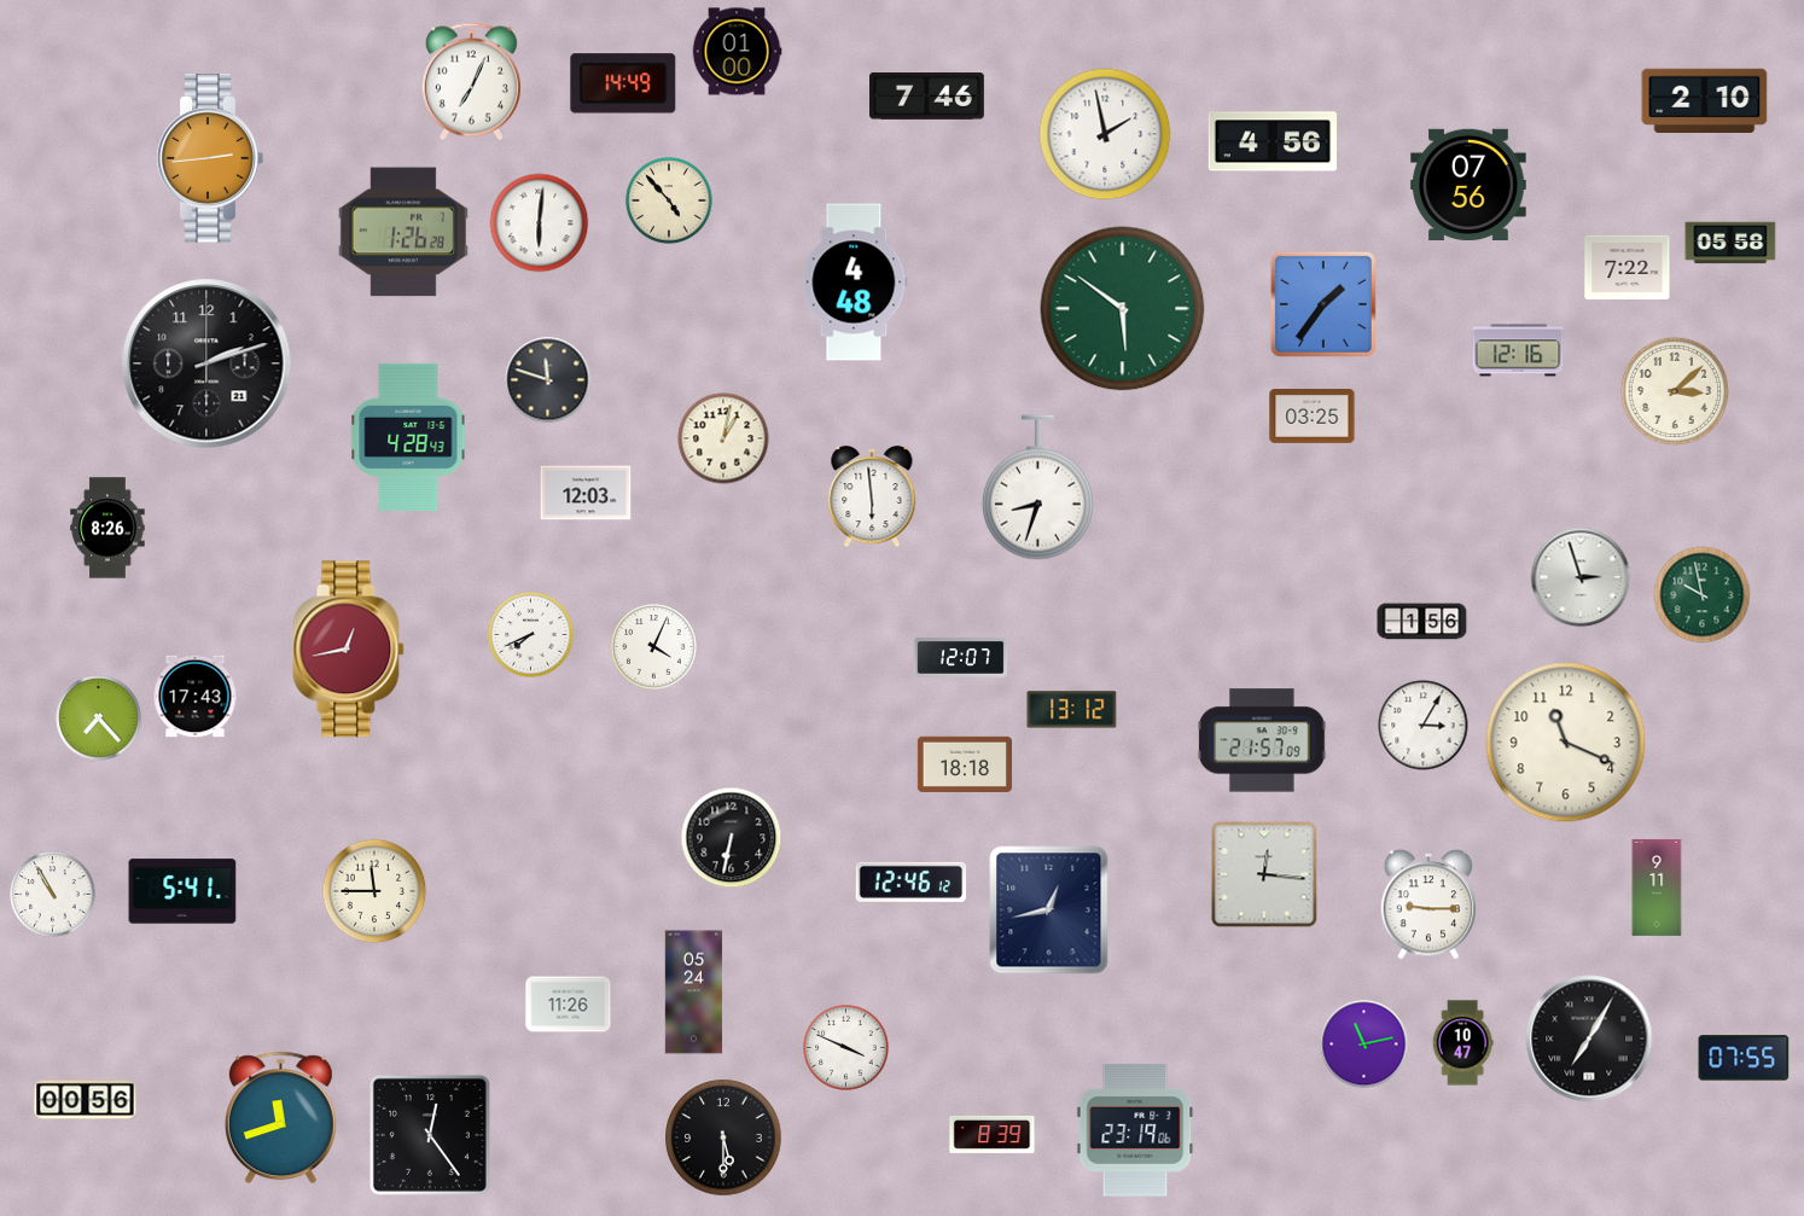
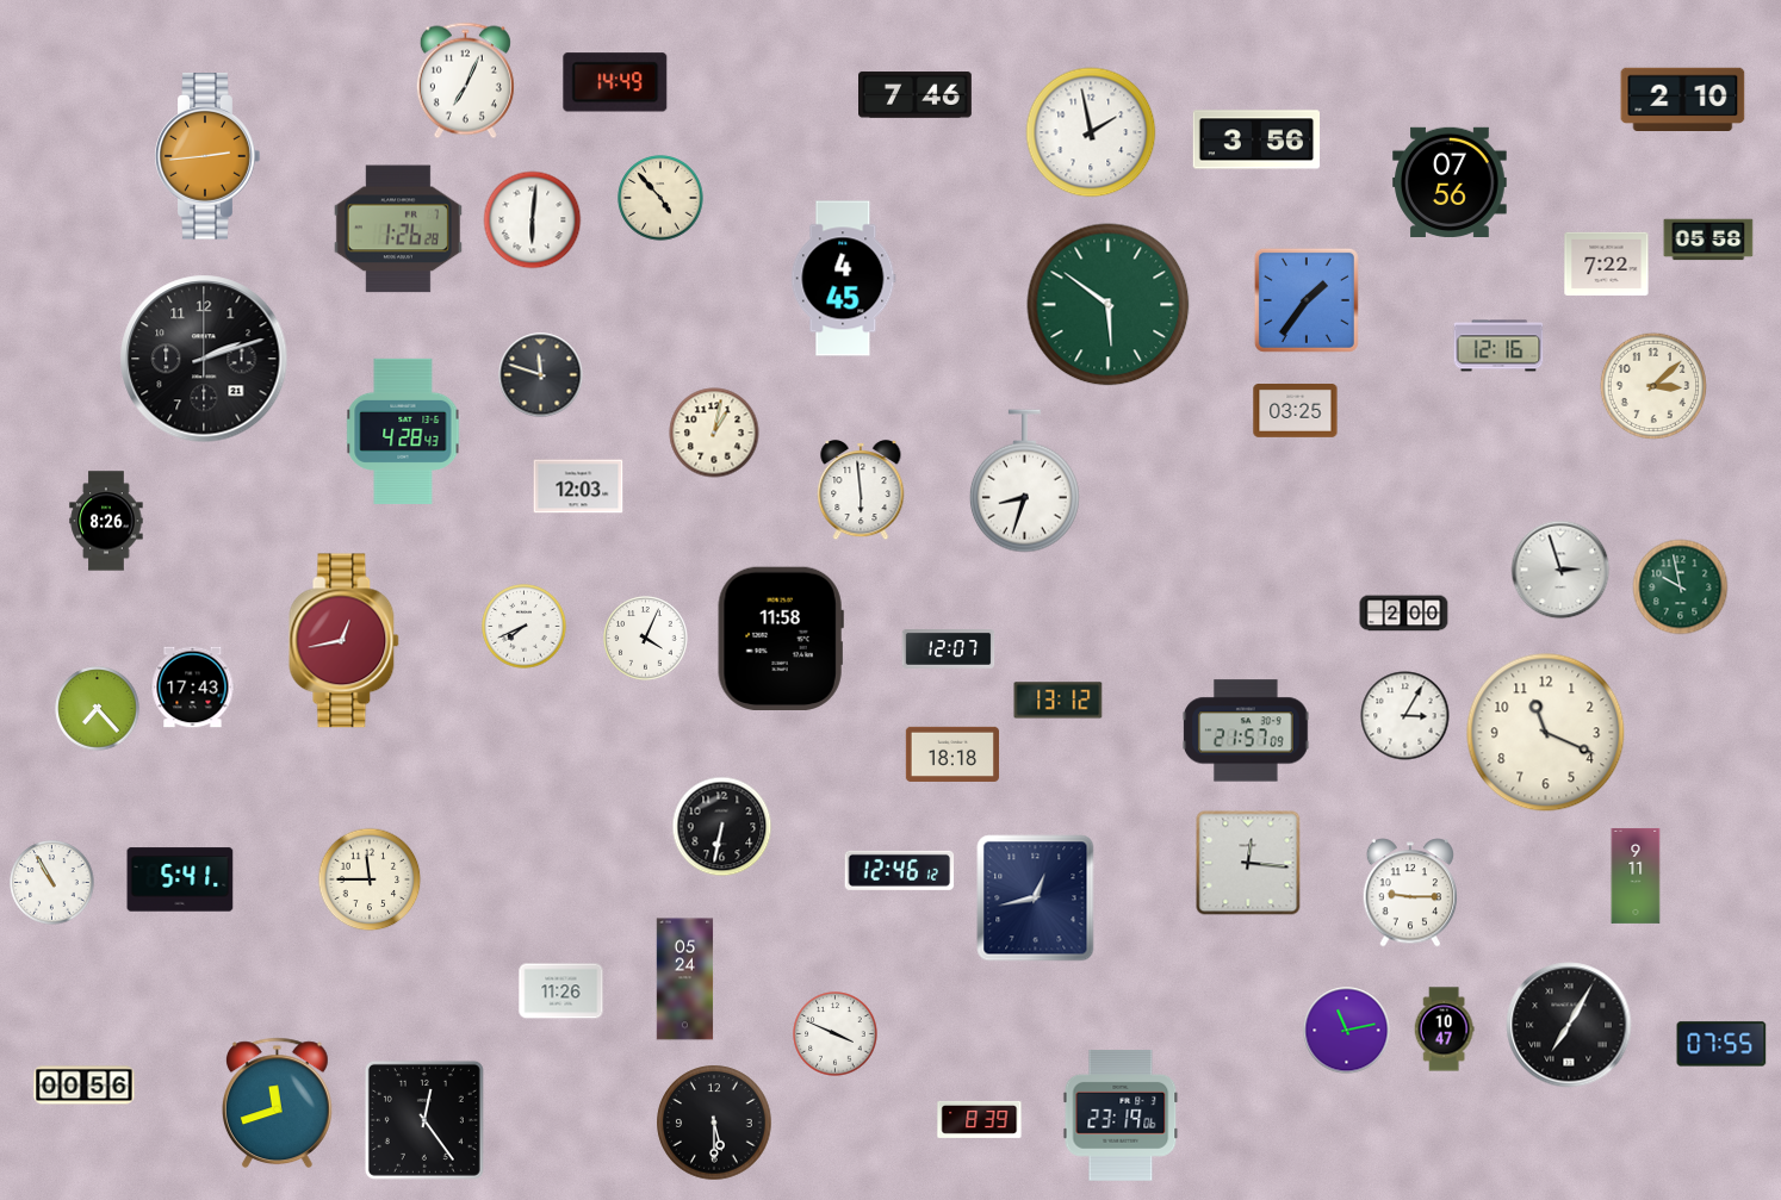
clock at (737, 52): 01:00 -> none
clock at (1271, 141): 4:56 -> 3:56
clock at (855, 283): 4:48 -> 4:45
clock at (1422, 622): 1:56 -> 2:00
clock at (781, 638): none -> 11:58
